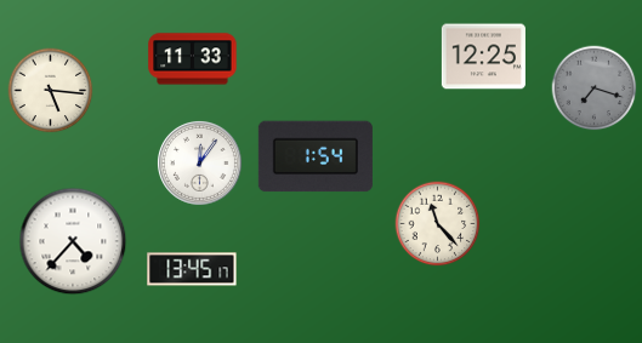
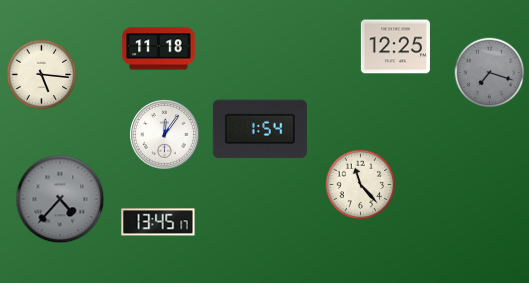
clock at (483, 57) position: (483, 57) -> (395, 47)
clock at (193, 59): 11:33 -> 11:18
clock at (73, 241) dial: white -> grey
